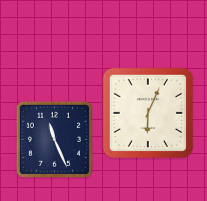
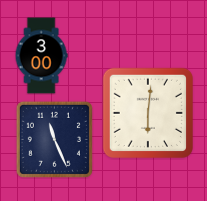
clock at (41, 56): none -> 3:00
clock at (148, 113): 6:04 -> 6:01
